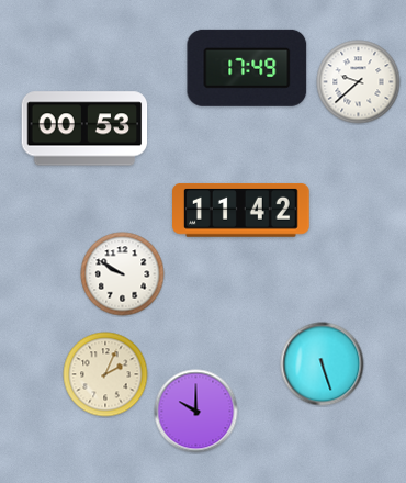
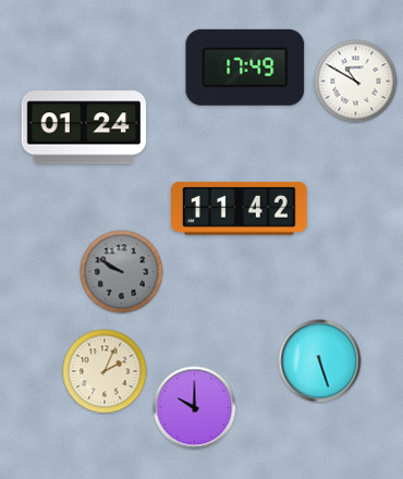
clock at (359, 82): 9:38 -> 10:50
clock at (84, 128): 00:53 -> 01:24
clock at (123, 274) dial: white -> grey
